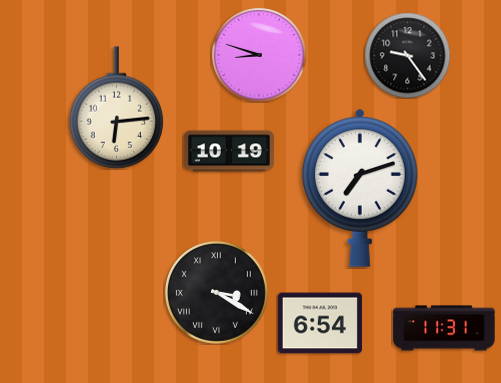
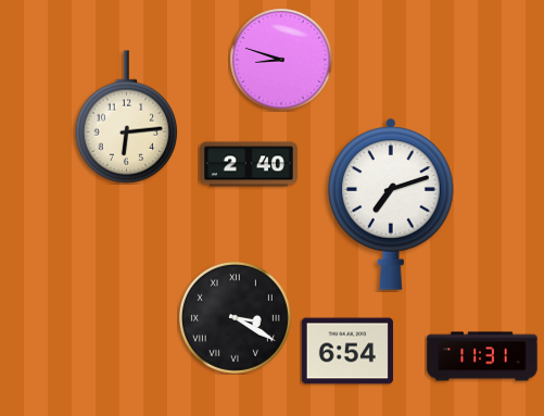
clock at (407, 55): 9:24 -> none
clock at (229, 151): 10:19 -> 2:40
